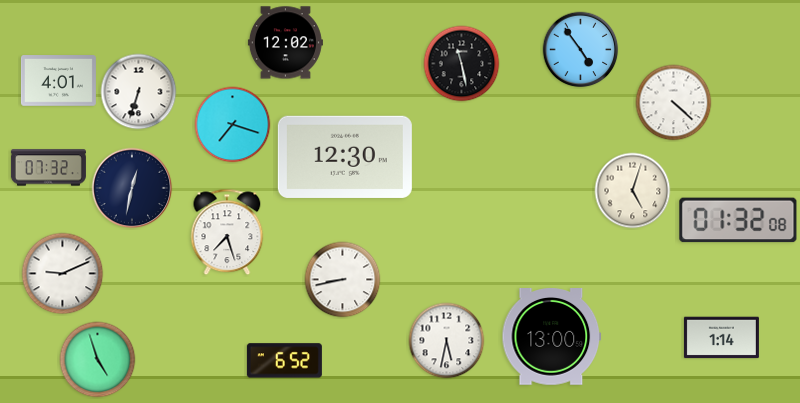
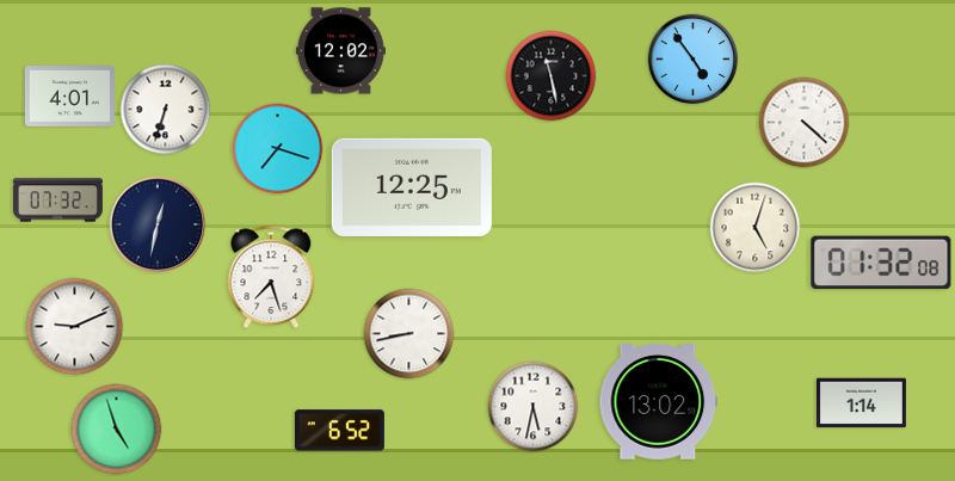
clock at (345, 157): 12:30 -> 12:25
clock at (552, 337): 13:00 -> 13:02
